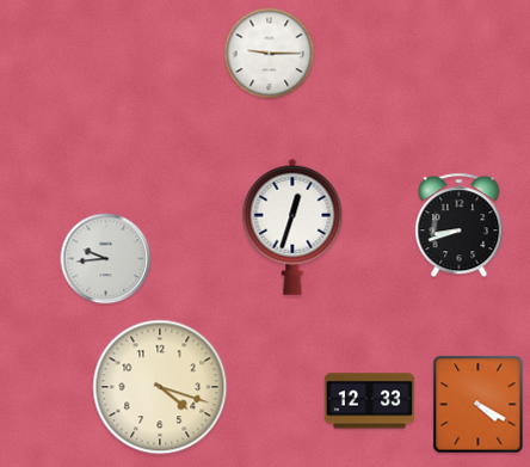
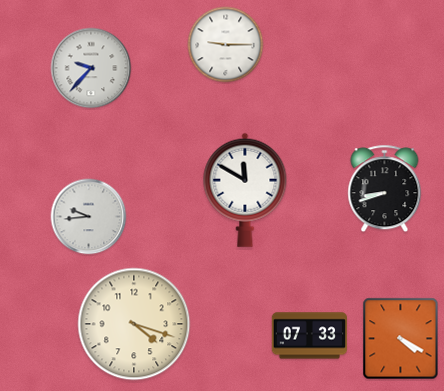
clock at (91, 68): none -> 9:37
clock at (292, 227): 12:33 -> 11:50
clock at (369, 401): 12:33 -> 07:33
